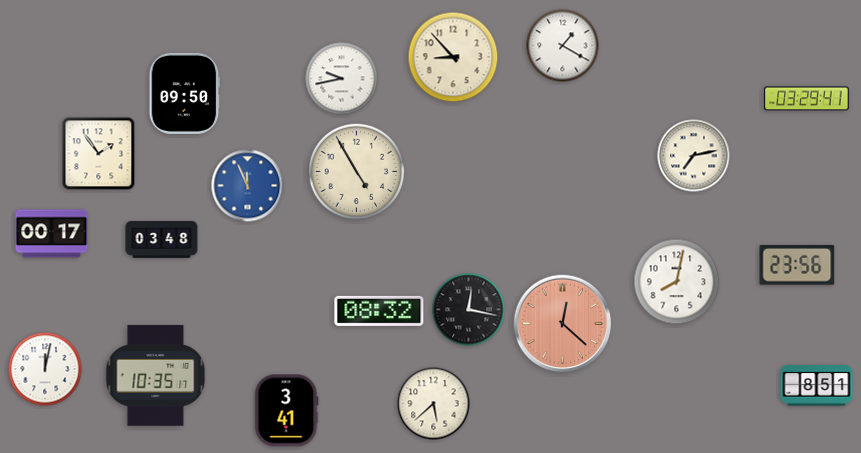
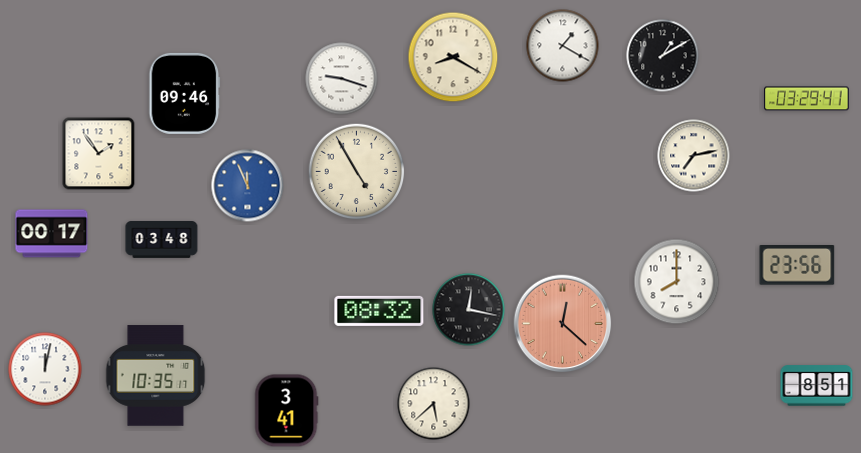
clock at (663, 56): none -> 1:10
clock at (453, 57): 8:53 -> 8:20
clock at (342, 79): 9:43 -> 9:18
clock at (185, 93): 09:50 -> 09:46
clock at (677, 282): 8:02 -> 8:00
